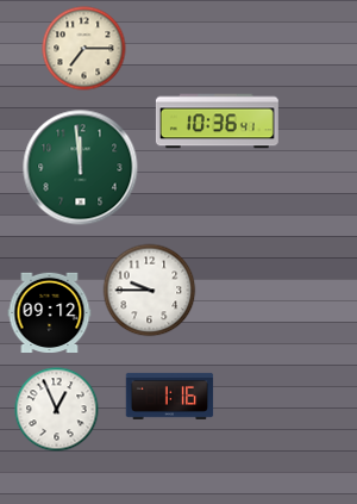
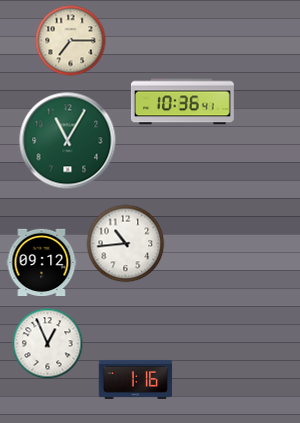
clock at (81, 168): 11:59 -> 11:05
clock at (150, 291): 9:45 -> 10:44
clock at (170, 396) position: (170, 396) -> (136, 379)
